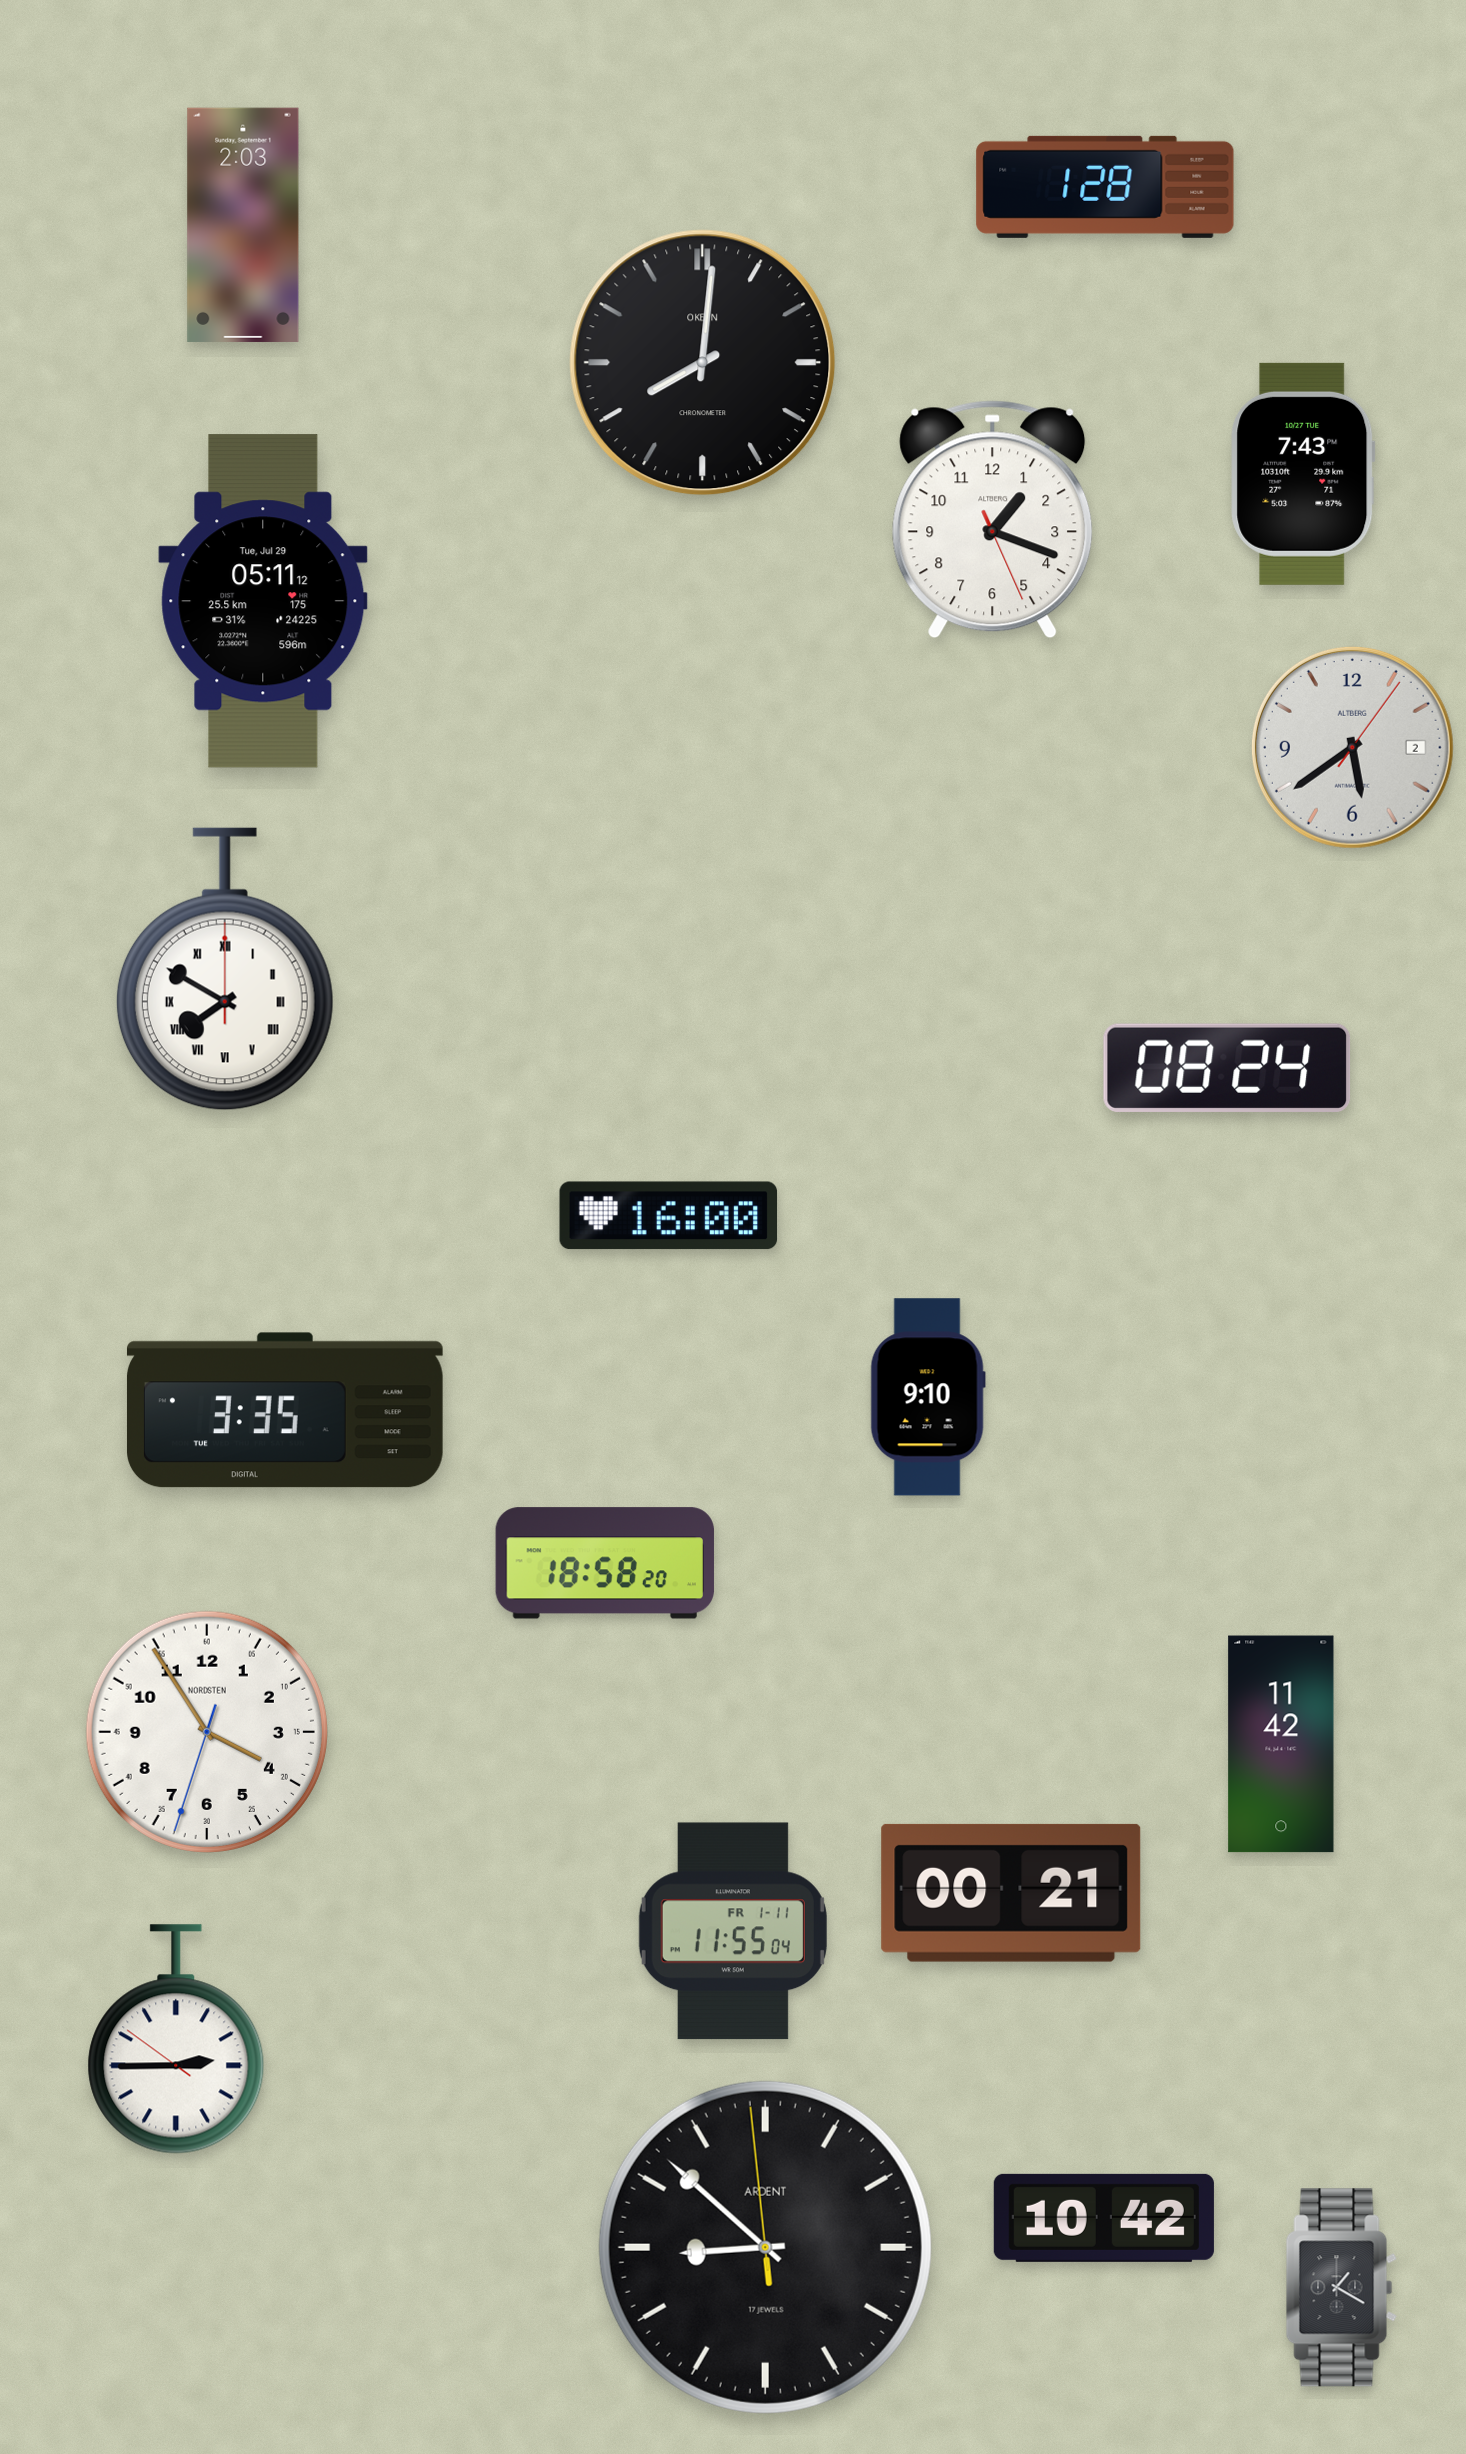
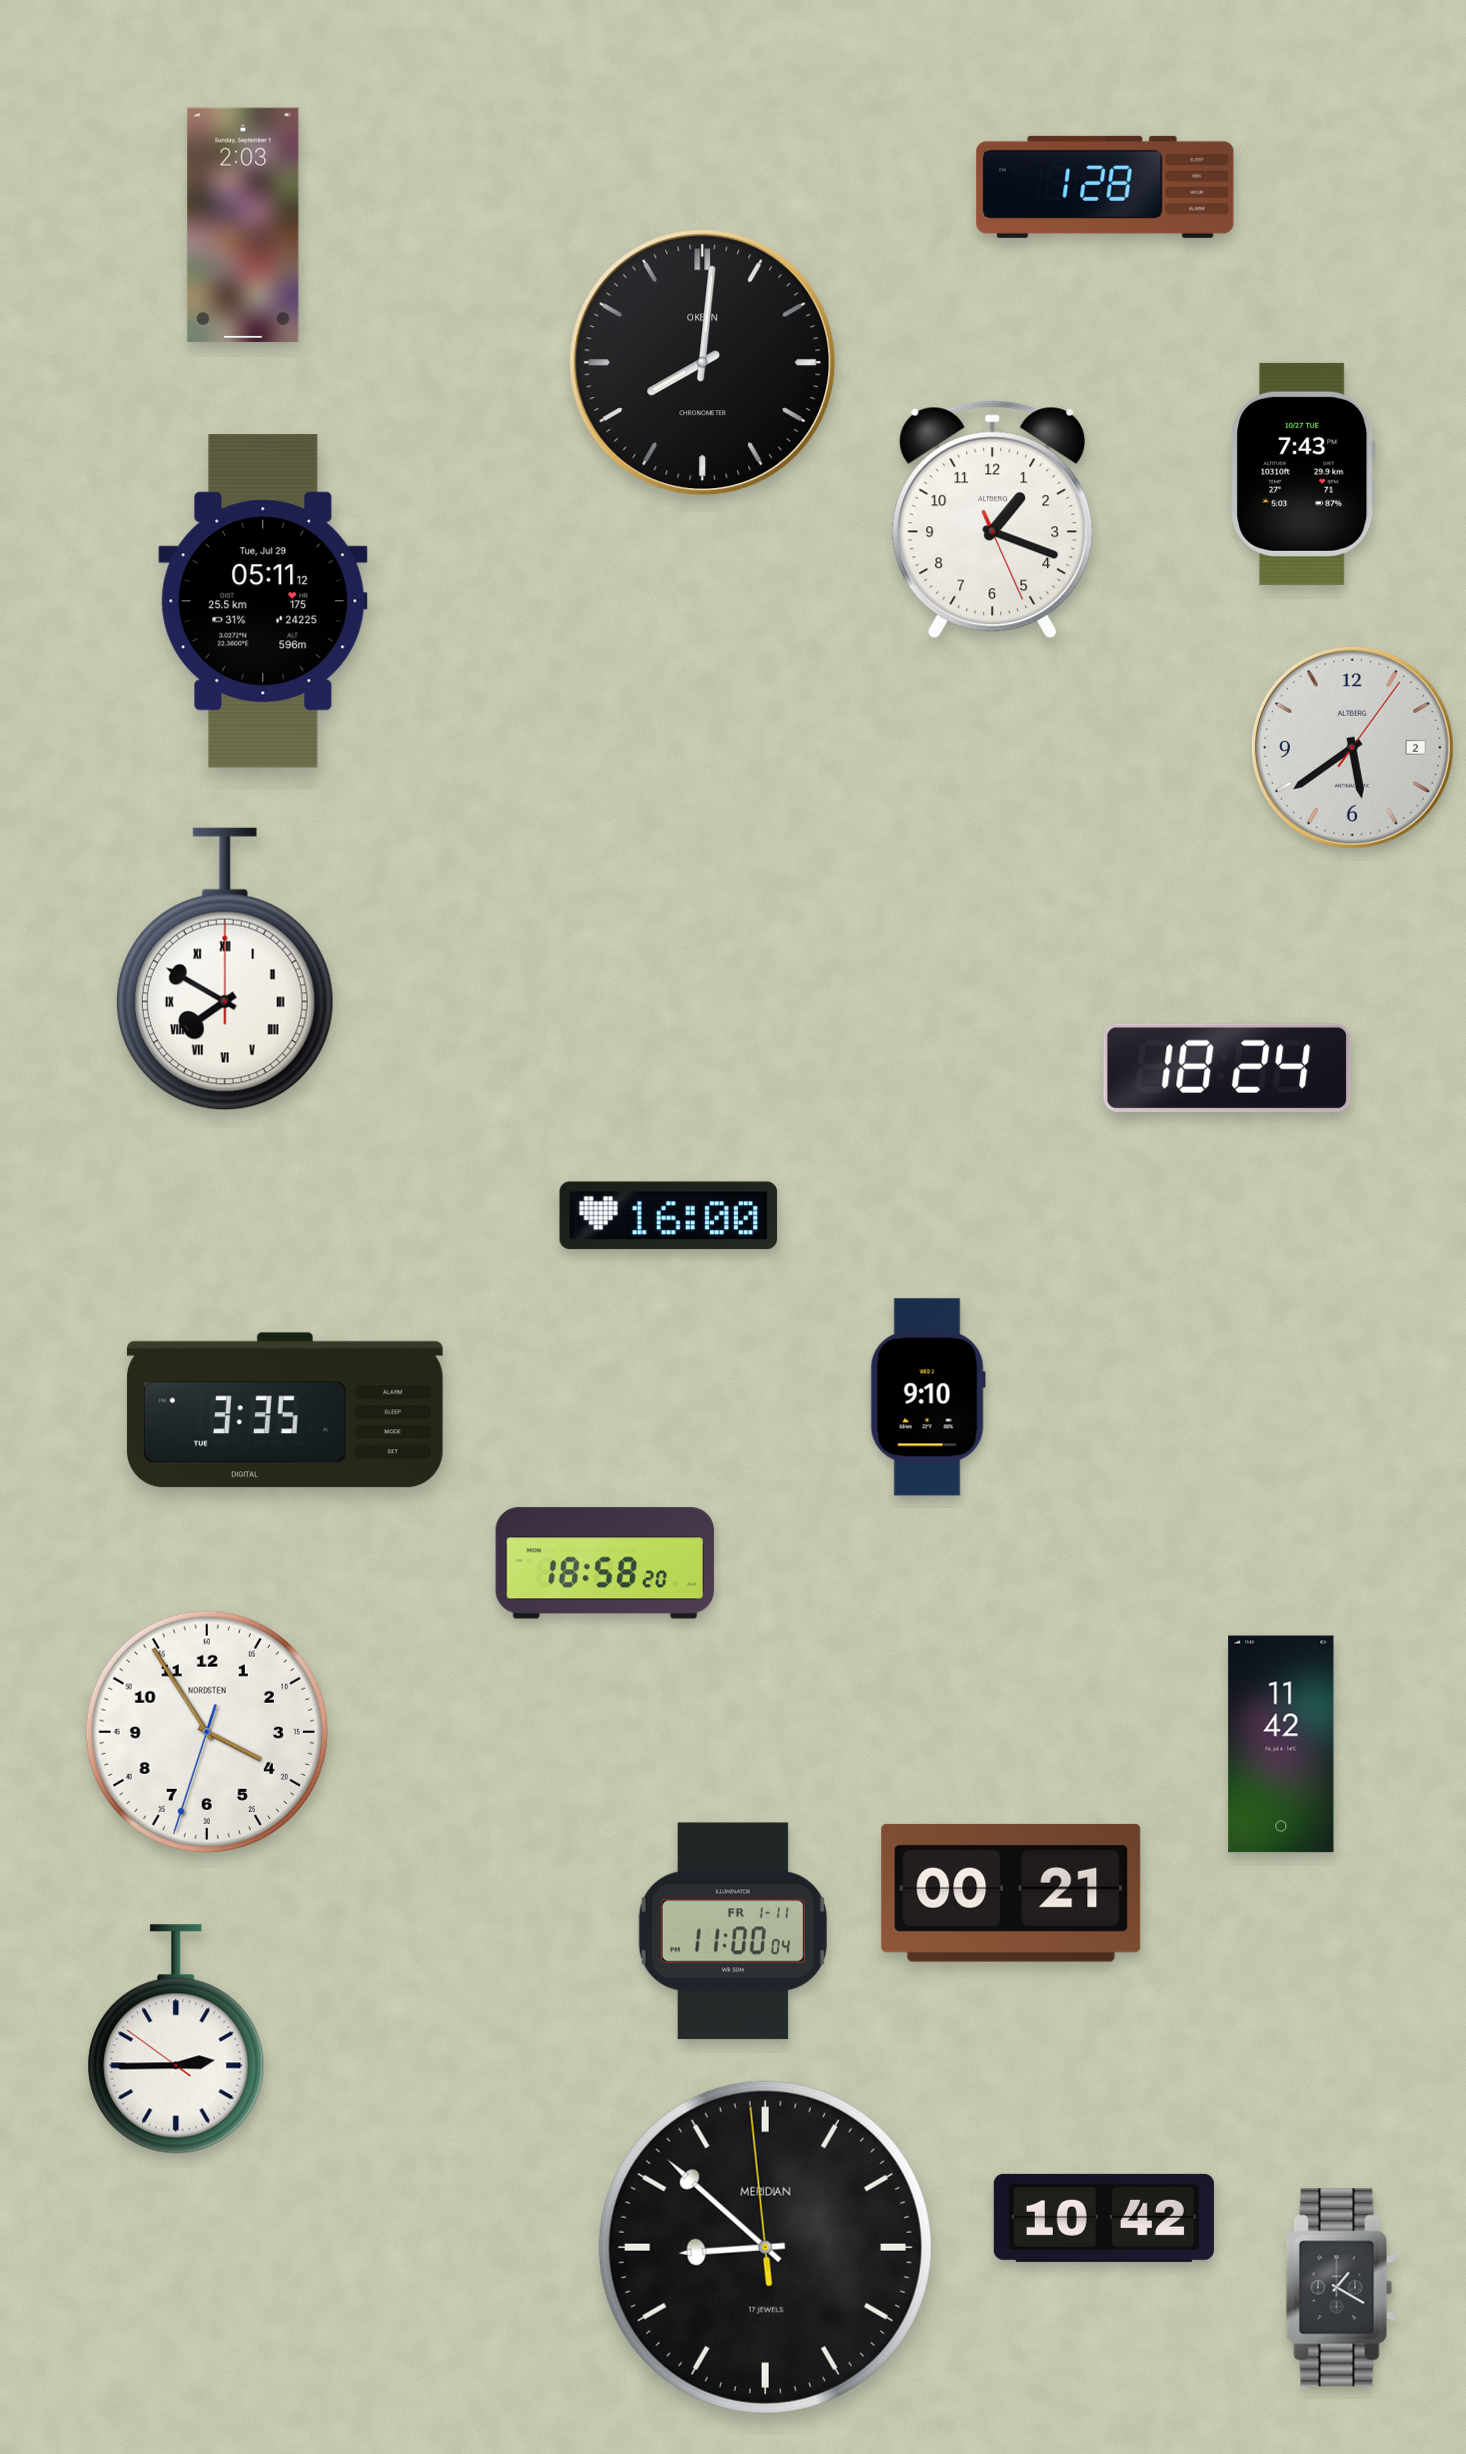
clock at (1227, 1068): 08:24 -> 18:24
clock at (733, 1931): 11:55 -> 11:00
clock at (765, 2247) brand: ARDENT -> MERIDIAN
